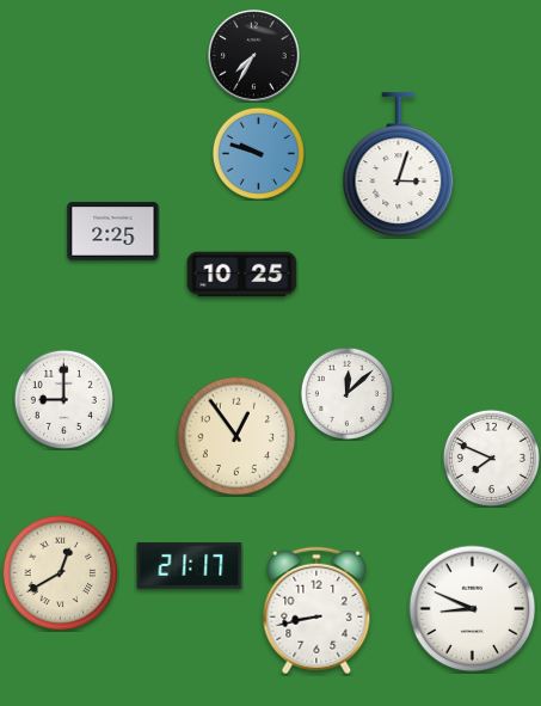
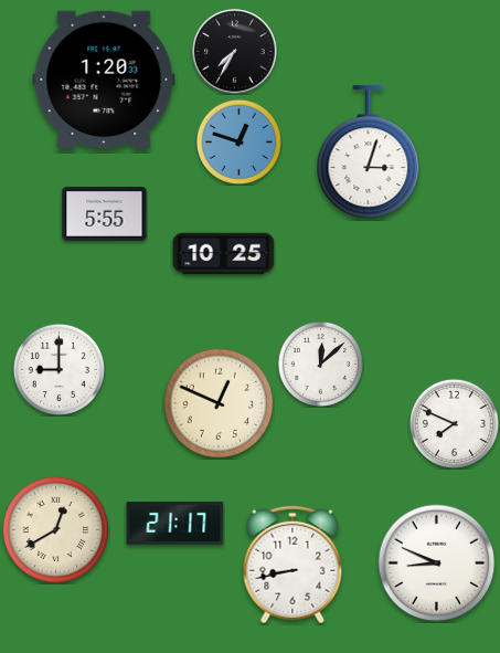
clock at (104, 80): none -> 1:20
clock at (258, 153): 9:48 -> 12:48
clock at (113, 232): 2:25 -> 5:55
clock at (236, 436): 12:54 -> 12:49
